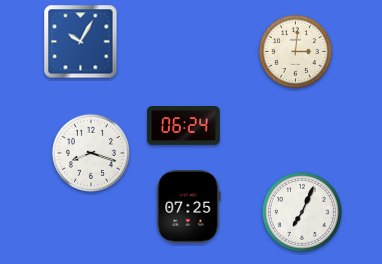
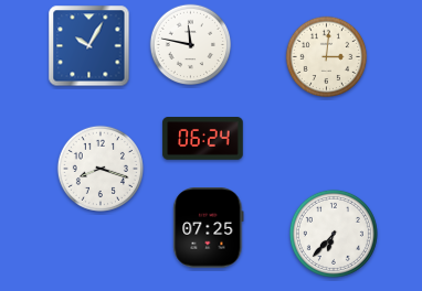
clock at (191, 45): none -> 11:47
clock at (302, 212): 7:04 -> 6:37
